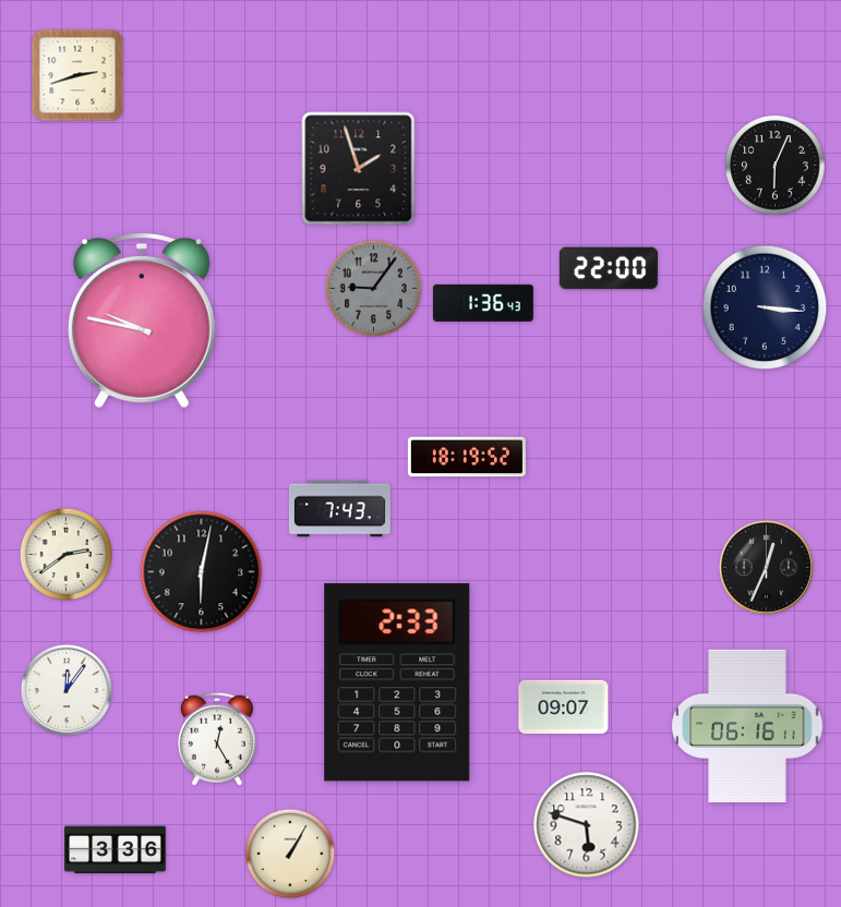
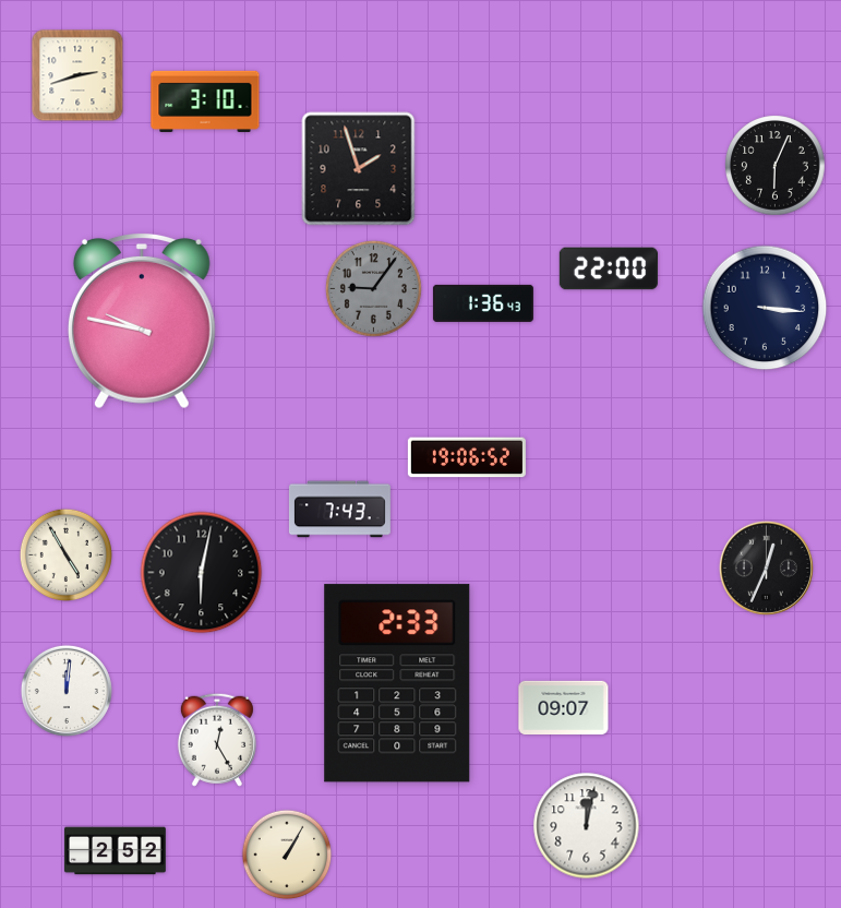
clock at (205, 100): none -> 3:10
clock at (467, 457): 18:19 -> 19:06
clock at (65, 554): 2:39 -> 4:55
clock at (67, 690): 12:06 -> 12:01
clock at (747, 726): 06:16 -> none
clock at (587, 825): 5:48 -> 12:02
clock at (116, 850): 3:36 -> 2:52
clock at (290, 854) position: (290, 854) -> (287, 855)
